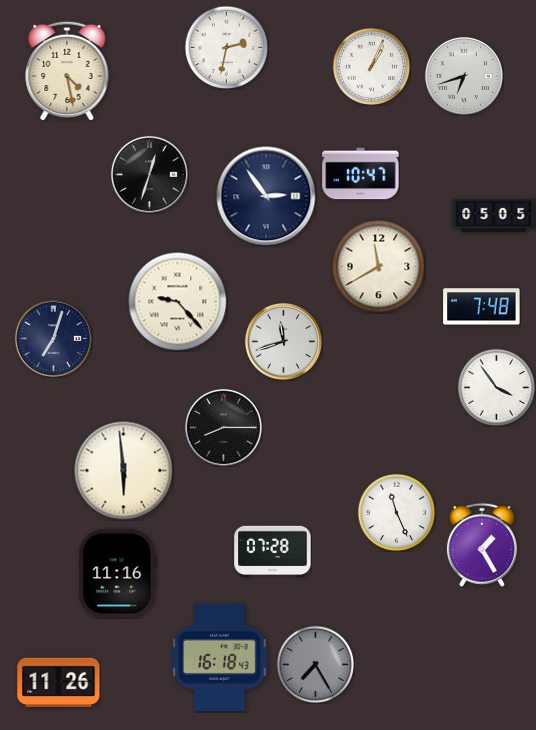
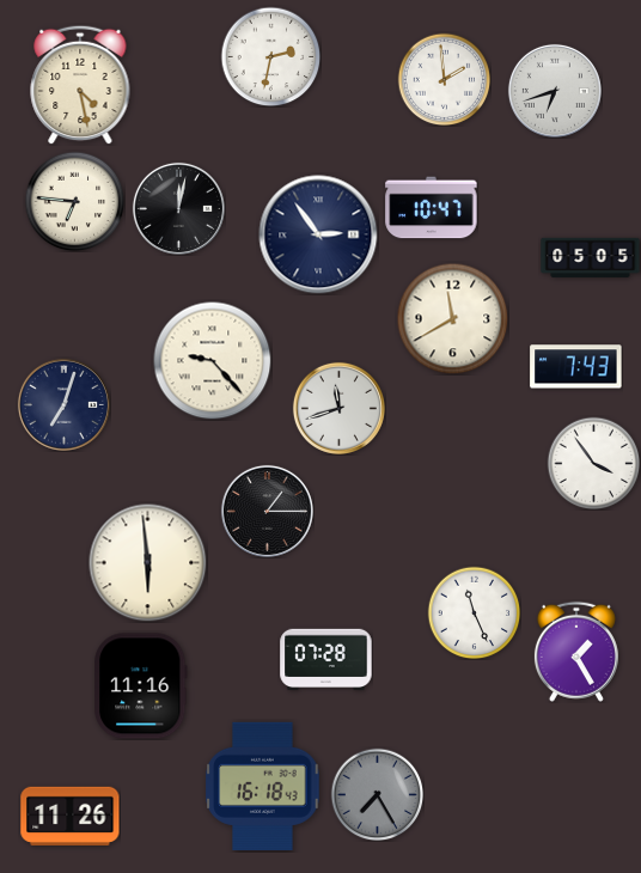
clock at (371, 66): 1:04 -> 1:59
clock at (74, 201): none -> 6:46
clock at (149, 174): 12:33 -> 12:02
clock at (482, 307): 7:48 -> 7:43
clock at (223, 427): 8:15 -> 1:15
